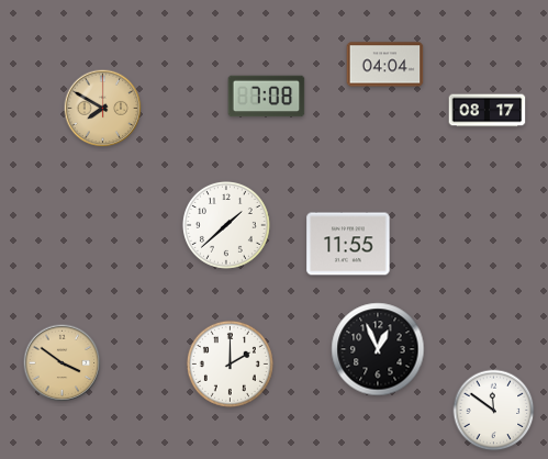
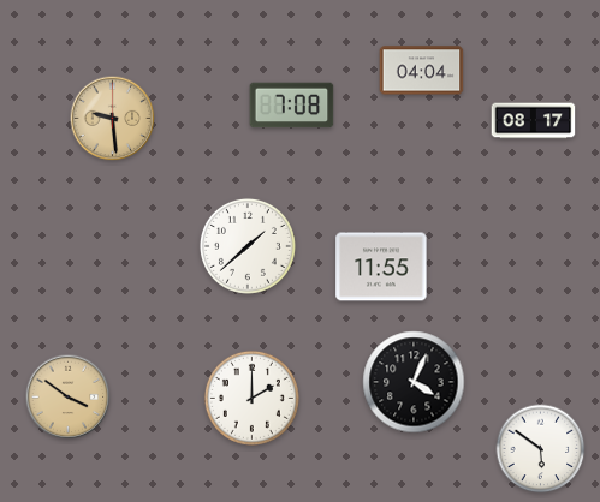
clock at (103, 109): 7:50 -> 9:29
clock at (378, 349): 12:56 -> 4:04
clock at (494, 411): 11:51 -> 5:51
